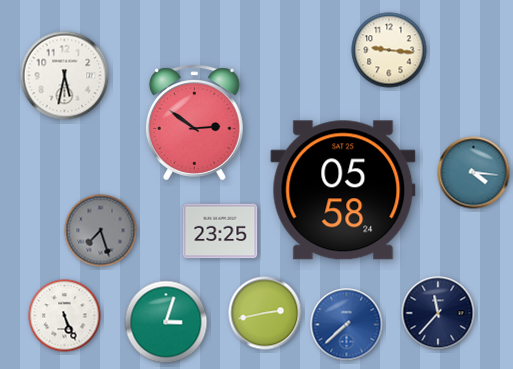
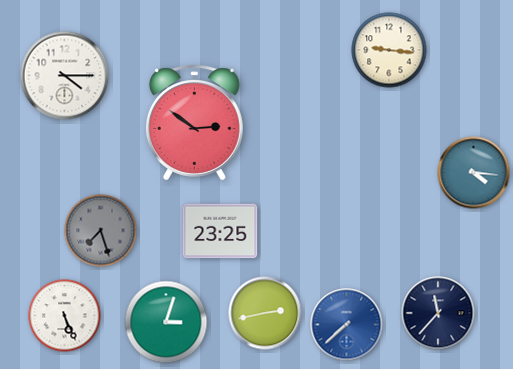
clock at (65, 76): 5:32 -> 4:15
clock at (343, 190): 05:58 -> none
